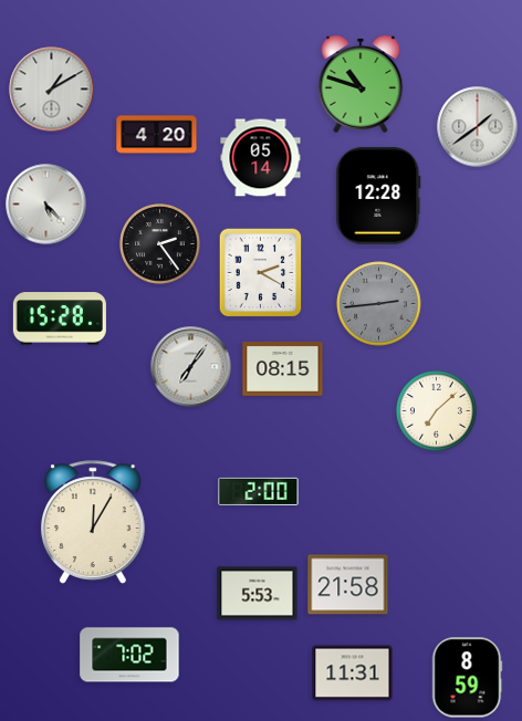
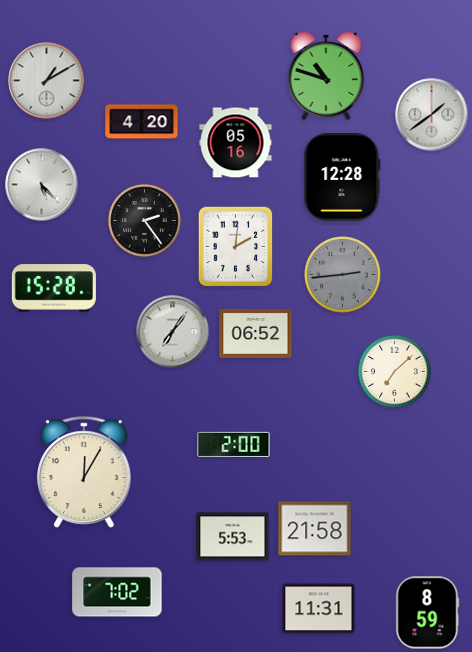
clock at (261, 158): 05:14 -> 05:16
clock at (261, 273): 2:20 -> 2:01
clock at (283, 368): 08:15 -> 06:52
clock at (467, 678) position: (467, 678) -> (427, 613)
